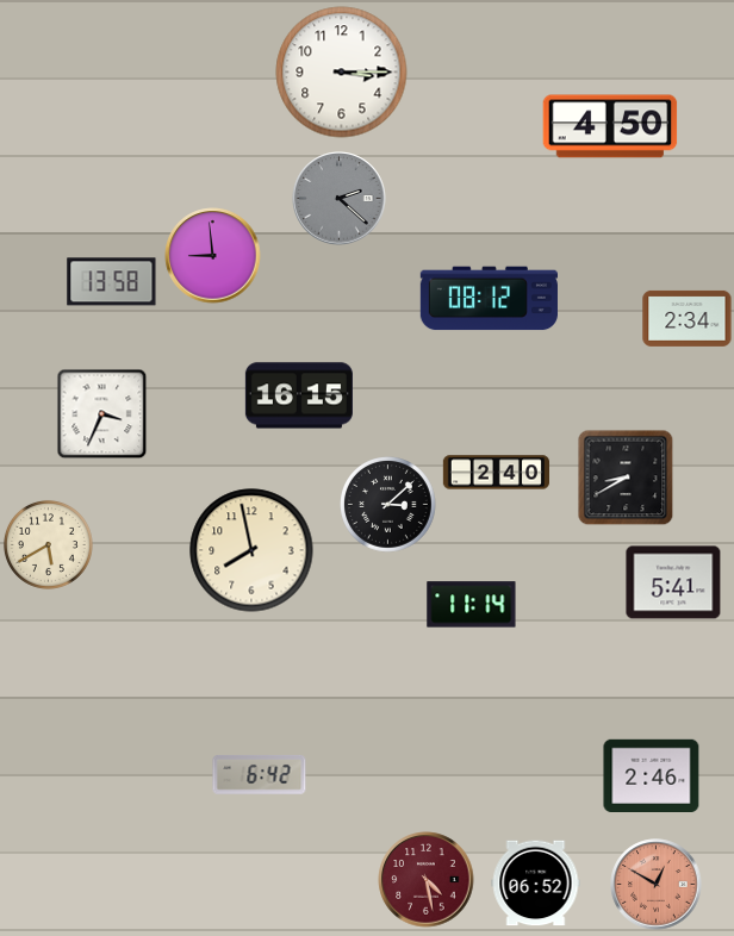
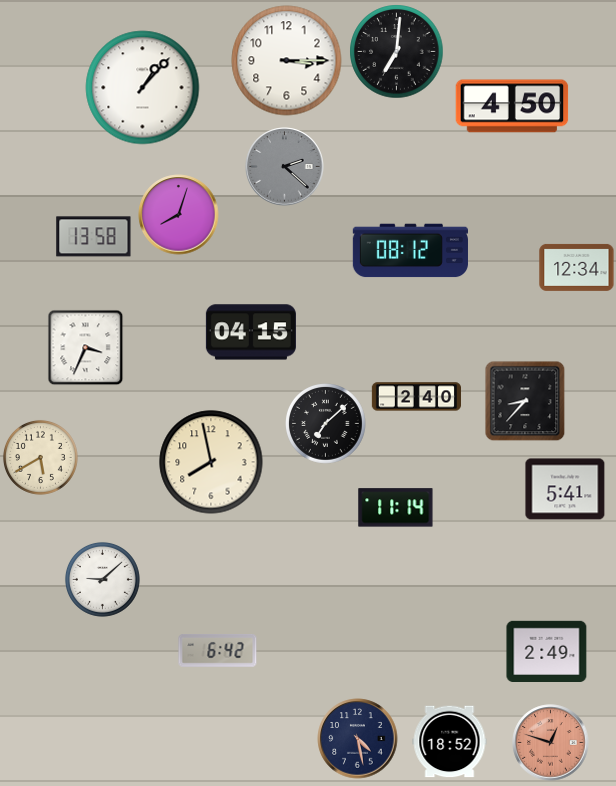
clock at (397, 52): none -> 7:01
clock at (143, 88): none -> 1:07
clock at (213, 256): 8:59 -> 8:03
clock at (688, 318): 2:34 -> 12:34
clock at (299, 395): 16:15 -> 04:15
clock at (626, 478): 8:40 -> 8:37
clock at (388, 505): 3:08 -> 7:08
clock at (102, 579): none -> 9:08
clock at (652, 775): 2:46 -> 2:49
clock at (427, 880) dial: burgundy -> navy
clock at (536, 884): 06:52 -> 18:52
clock at (657, 885): 12:50 -> 12:48
